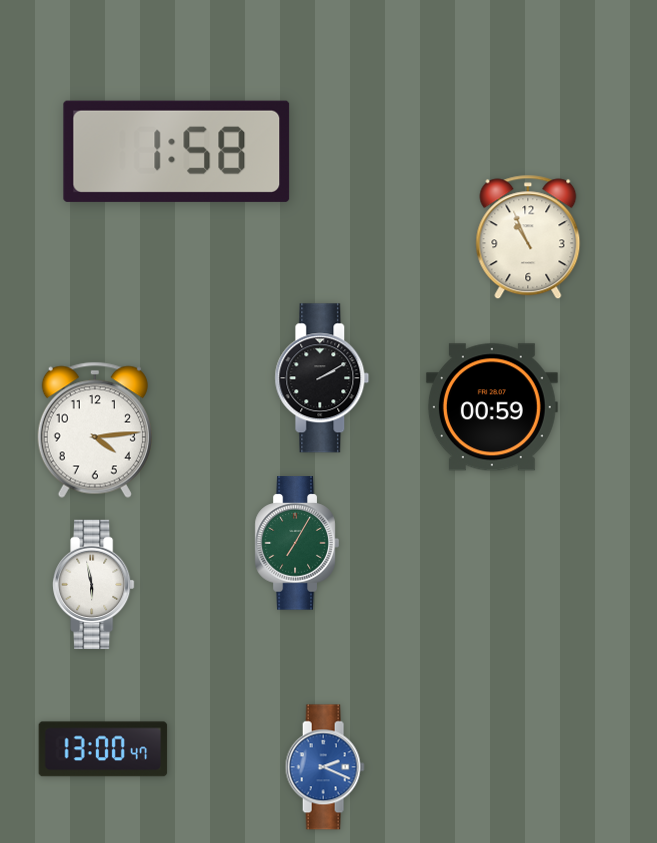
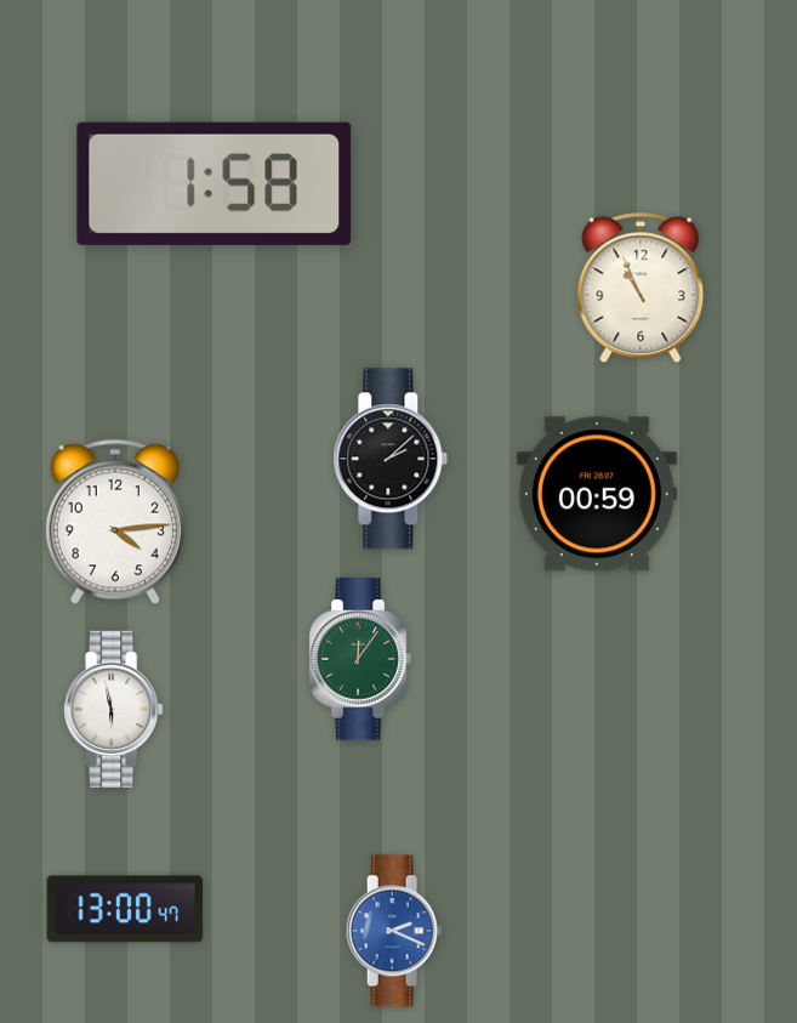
clock at (322, 378): 2:10 -> 2:08
clock at (297, 543): 7:05 -> 12:06
